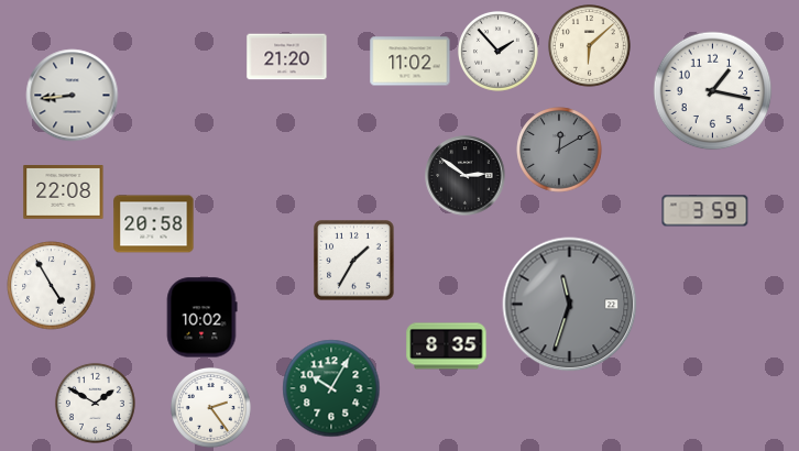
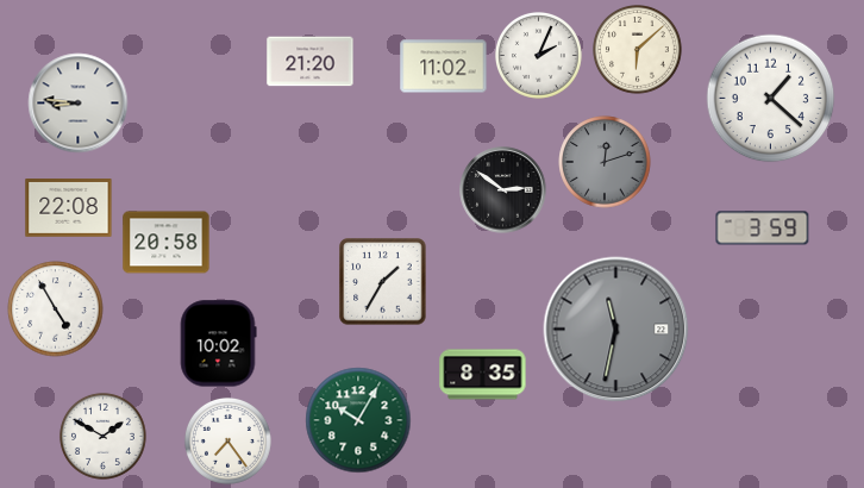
clock at (497, 51): 1:53 -> 2:04
clock at (713, 91): 1:17 -> 1:22
clock at (73, 96): 8:44 -> 8:46
clock at (559, 150): 12:10 -> 12:12
clock at (570, 305): 11:33 -> 11:32
clock at (210, 407): 2:24 -> 7:24
